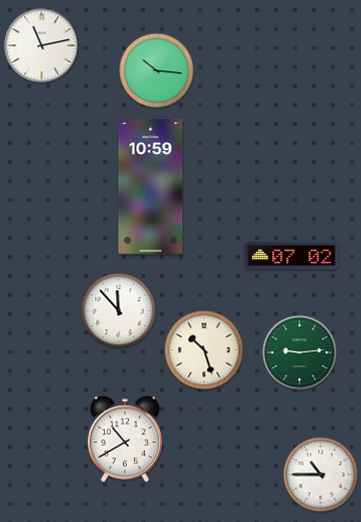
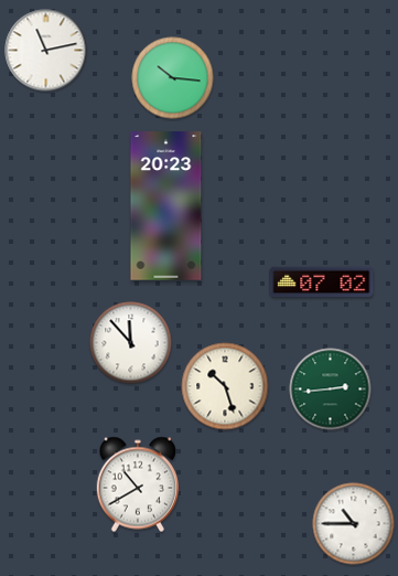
clock at (151, 187): 10:59 -> 20:23
clock at (300, 353): 9:14 -> 2:44
